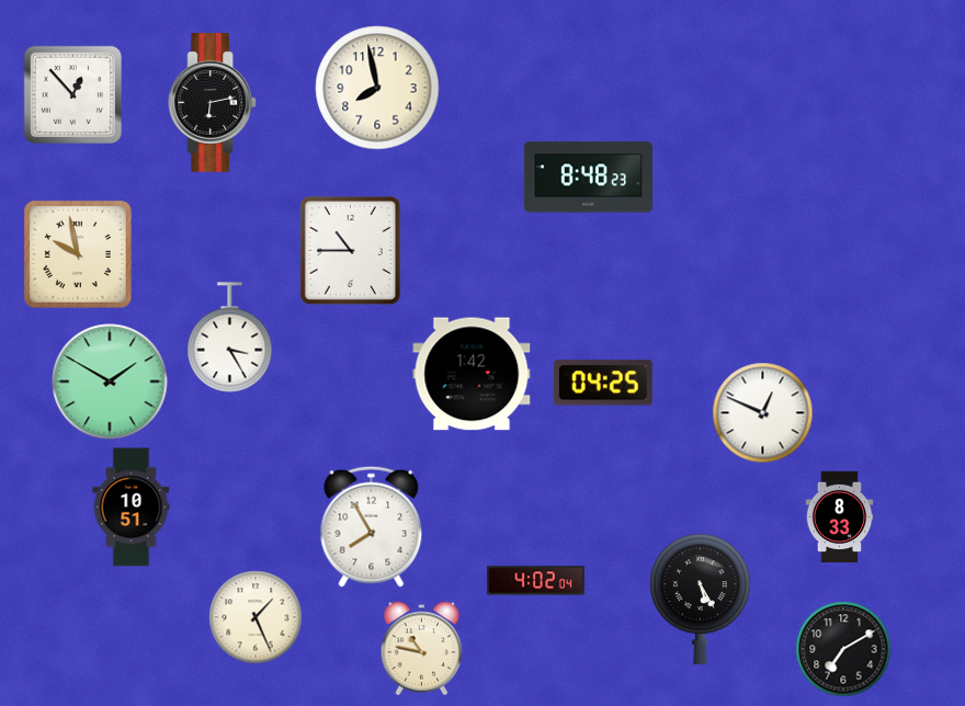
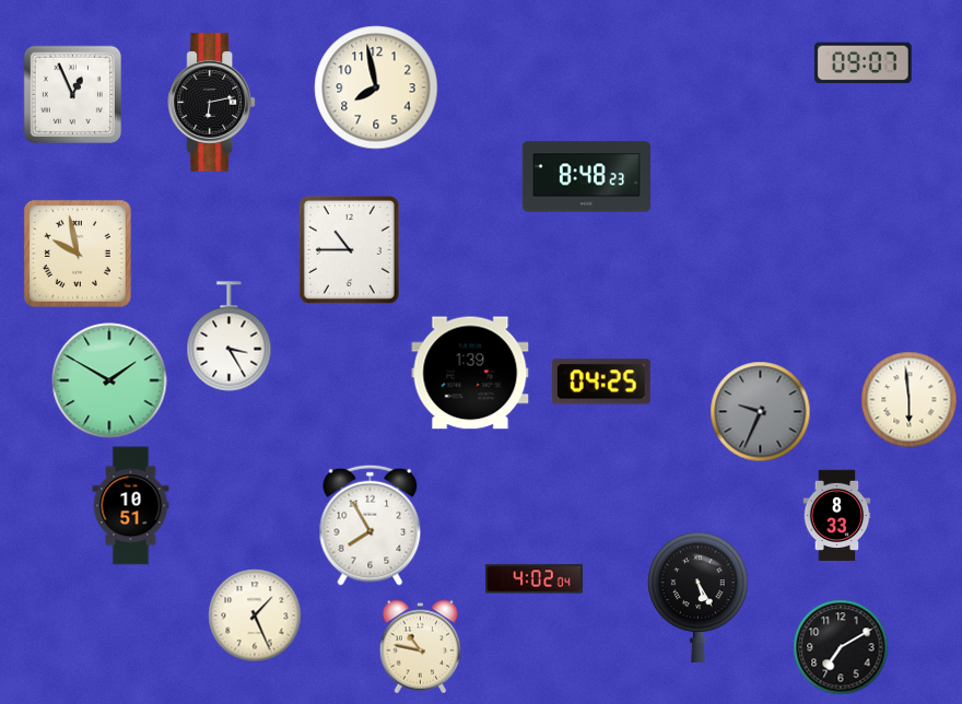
clock at (863, 63): none -> 09:07
clock at (72, 94): 12:53 -> 12:56
clock at (472, 374): 1:42 -> 1:39
clock at (910, 400): none -> 5:59
clock at (763, 413): 12:49 -> 9:34
clock at (763, 413) dial: white -> grey
